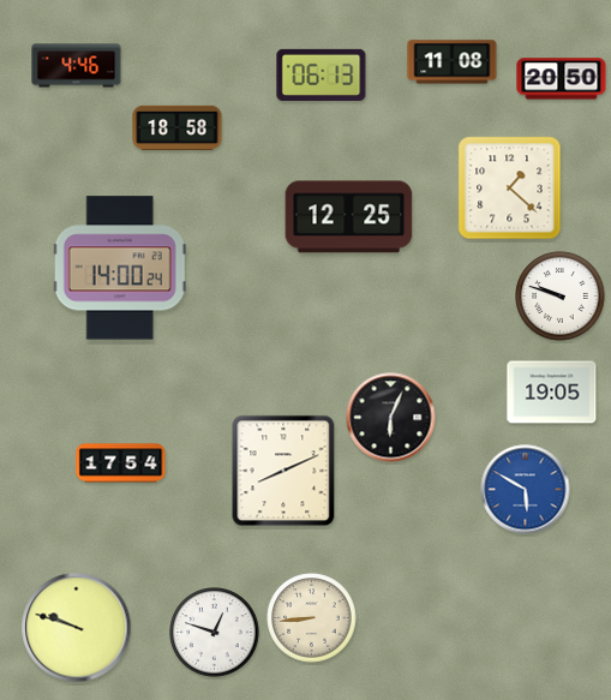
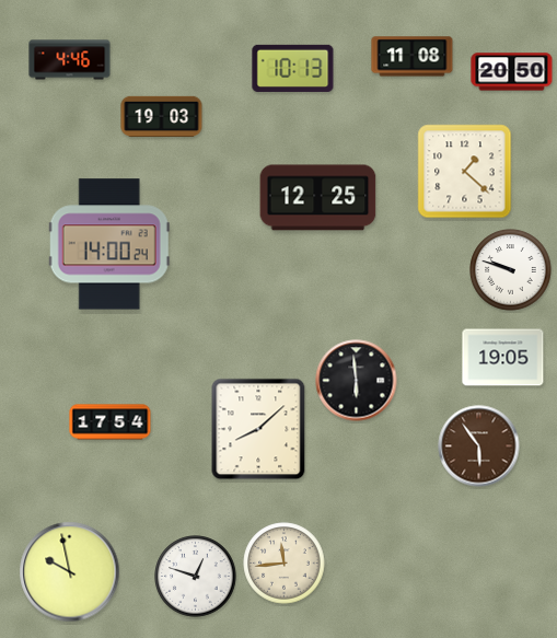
clock at (322, 74): 06:13 -> 10:13
clock at (178, 128): 18:58 -> 19:03
clock at (391, 418): 6:04 -> 5:59
clock at (283, 471): 8:11 -> 8:08
clock at (526, 490): 5:50 -> 5:54
clock at (526, 490) dial: blue -> brown
clock at (312, 618): 8:44 -> 11:44
clock at (77, 628): 9:48 -> 9:58
